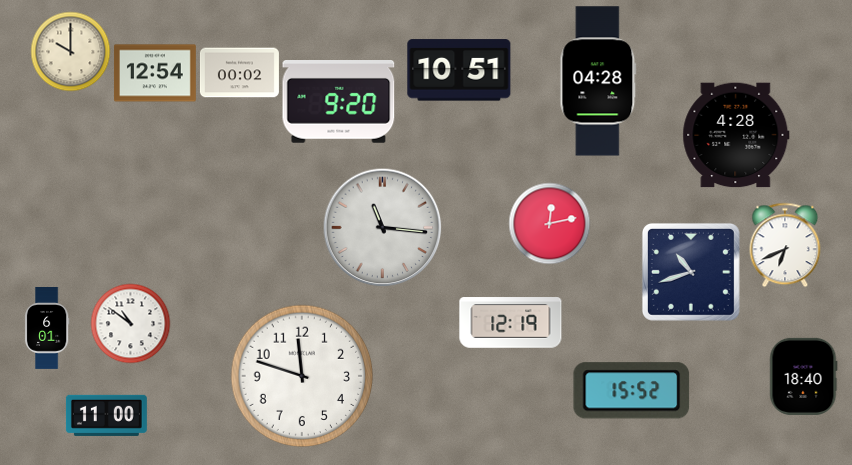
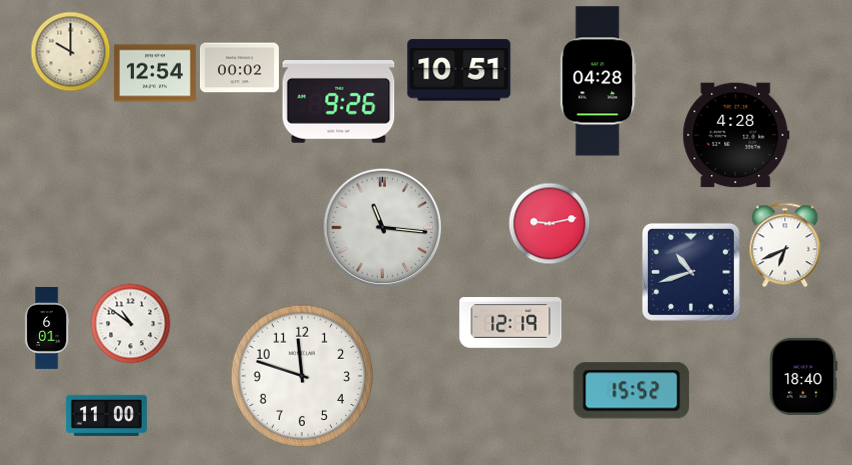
clock at (239, 73) position: (239, 73) -> (239, 68)
clock at (339, 102): 9:20 -> 9:26
clock at (549, 223): 12:13 -> 9:13
